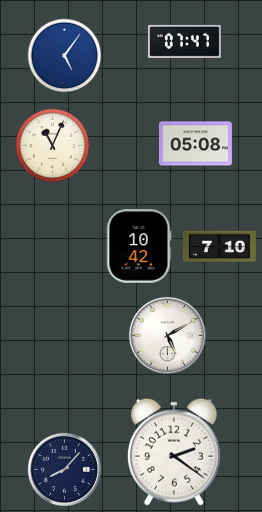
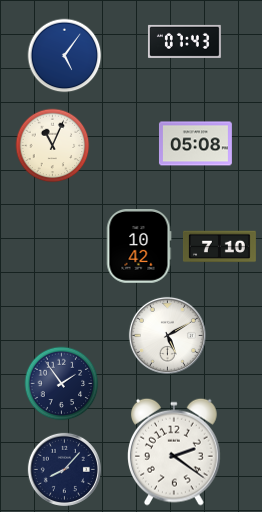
clock at (184, 41): 07:47 -> 07:43
clock at (62, 384): none -> 1:54
